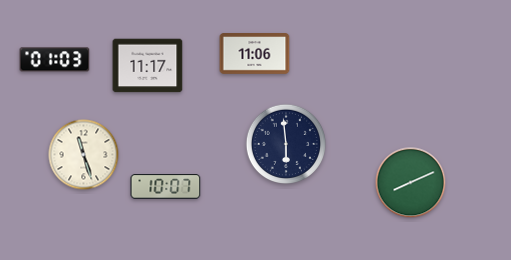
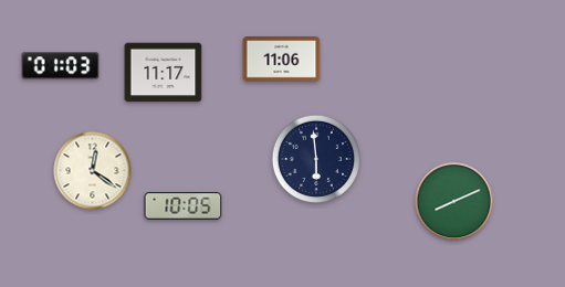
clock at (84, 155): 11:27 -> 12:21
clock at (166, 187): 10:07 -> 10:05
